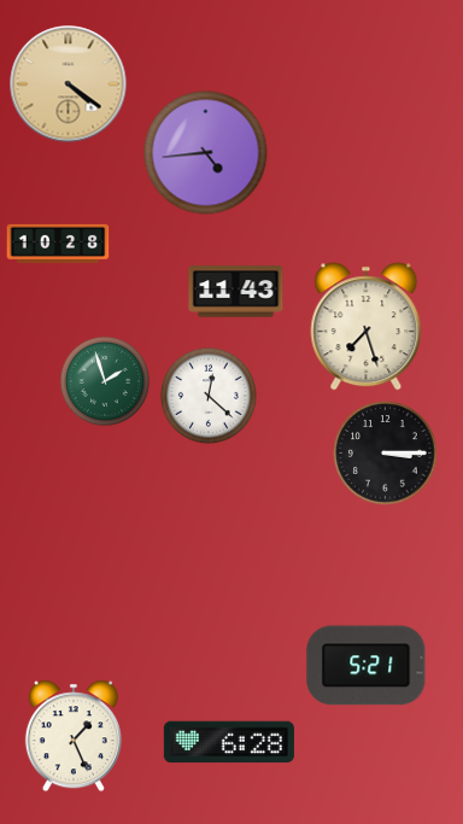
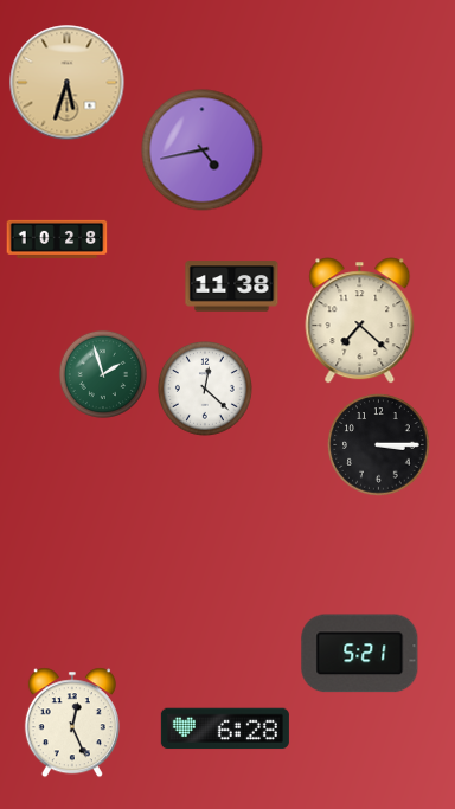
clock at (69, 84): 4:21 -> 5:33
clock at (206, 153): 4:44 -> 4:43
clock at (236, 292): 11:43 -> 11:38
clock at (367, 327): 7:27 -> 7:22
clock at (74, 736): 1:26 -> 12:26
